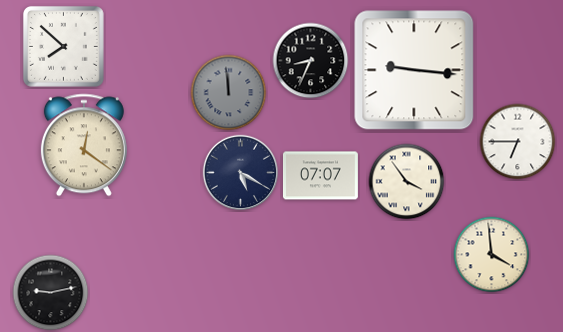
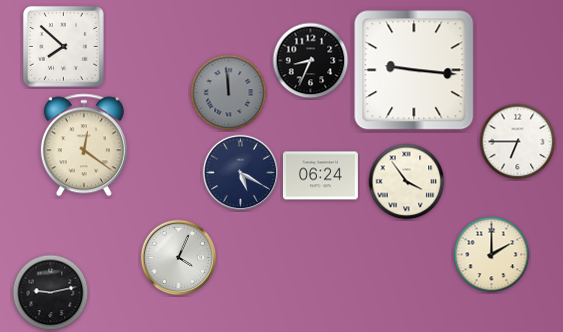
clock at (320, 176): 07:07 -> 06:24
clock at (492, 255): 3:59 -> 2:00
clock at (179, 258): none -> 4:04
